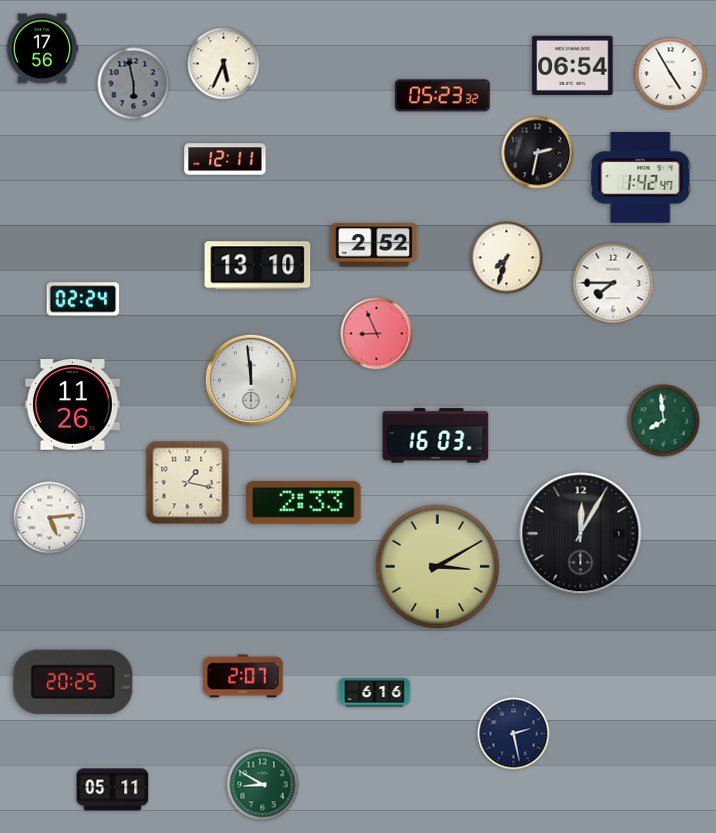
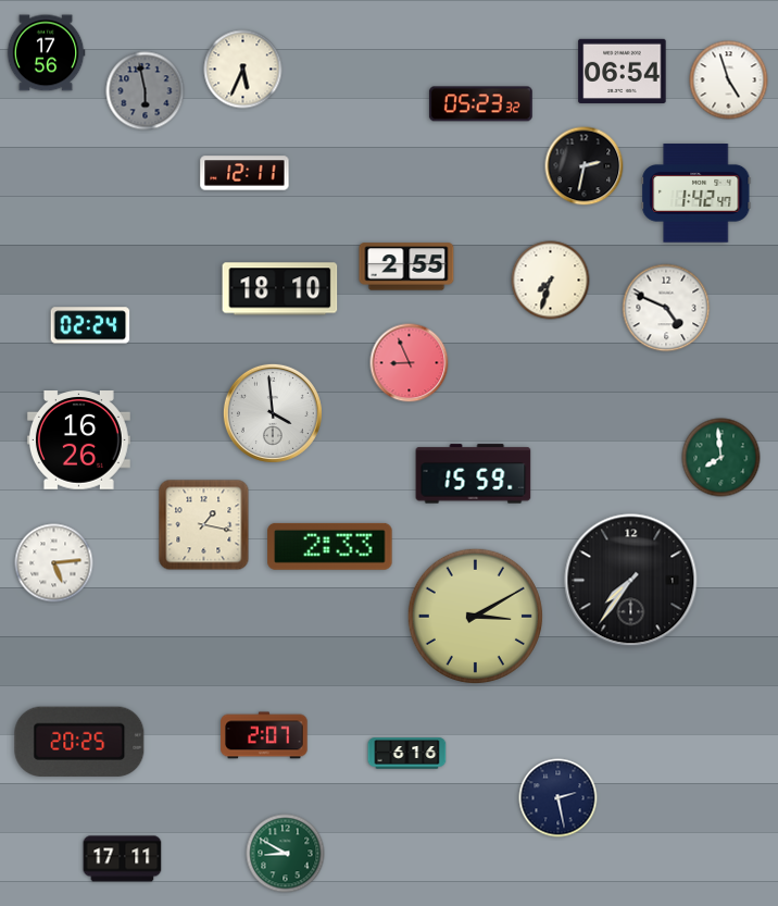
clock at (671, 74): 4:55 -> 4:57
clock at (374, 245): 2:52 -> 2:55
clock at (258, 266): 13:10 -> 18:10
clock at (613, 283): 7:45 -> 4:49
clock at (251, 380): 11:59 -> 3:59
clock at (72, 405): 11:26 -> 16:26
clock at (436, 436): 16:03 -> 15:59
clock at (581, 534): 12:05 -> 7:36
clock at (113, 790): 05:11 -> 17:11
